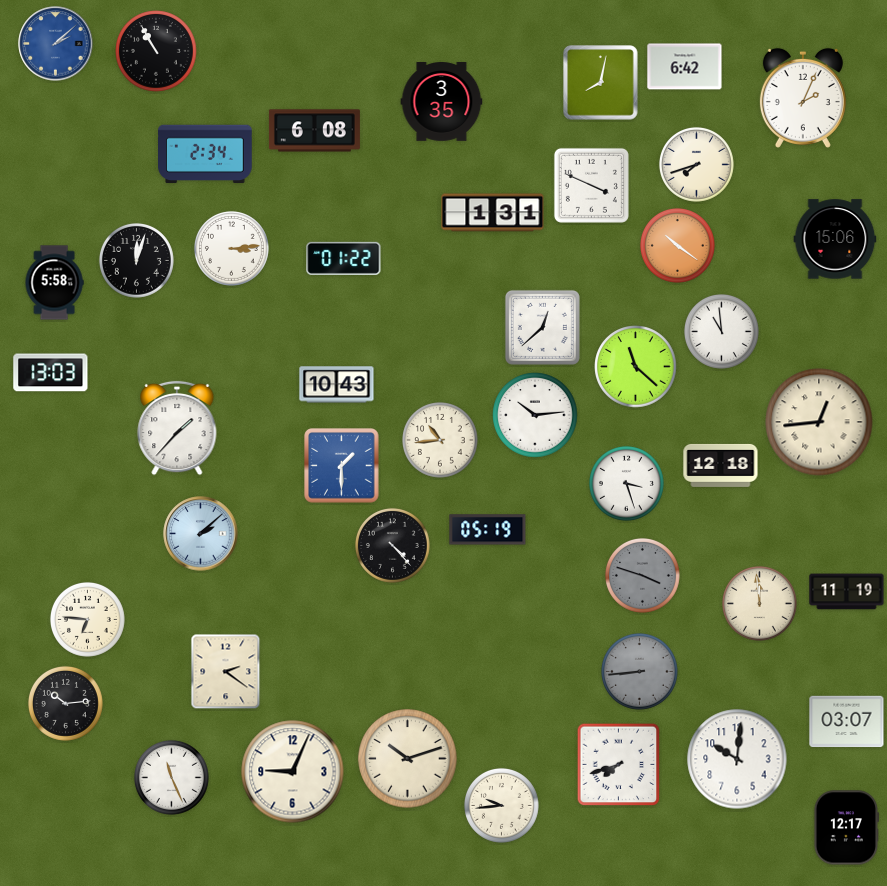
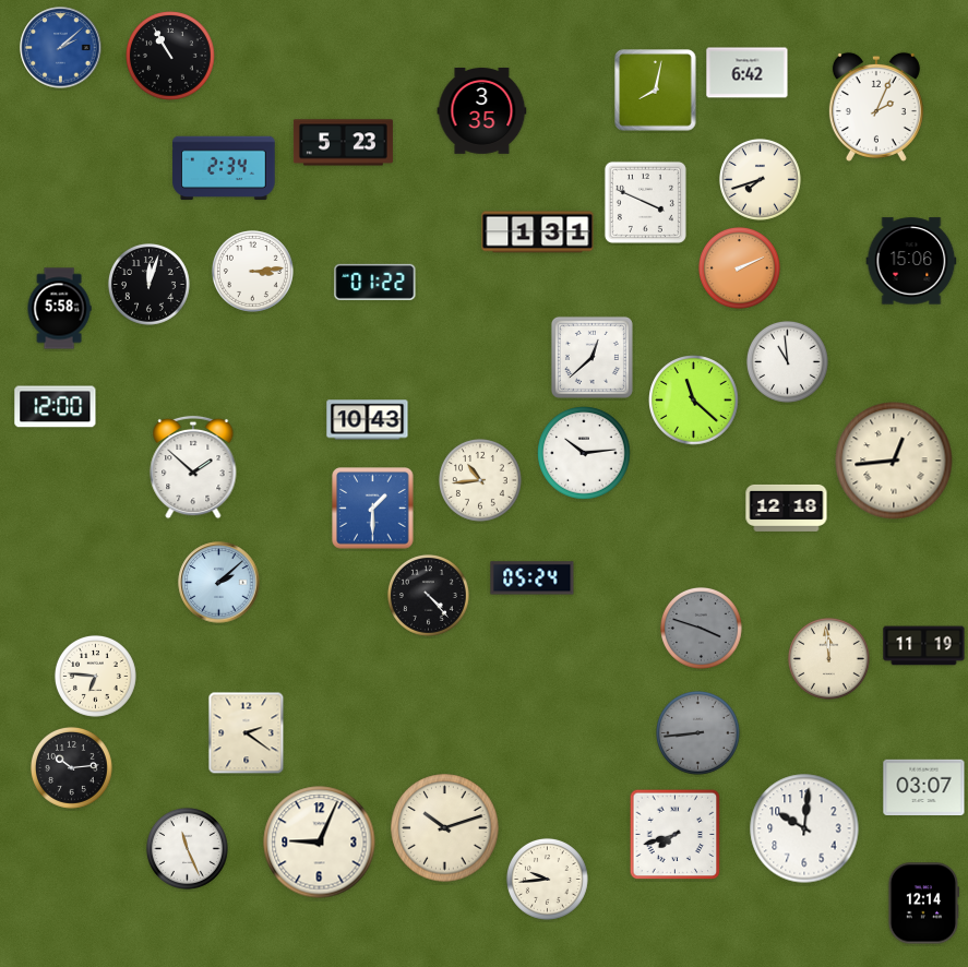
clock at (314, 131): 6:08 -> 5:23
clock at (677, 245): 10:21 -> 2:11
clock at (51, 373): 13:03 -> 12:00
clock at (177, 428): 1:37 -> 1:52
clock at (626, 483): 3:27 -> none
clock at (488, 530): 05:19 -> 05:24
clock at (845, 828): 12:17 -> 12:14
